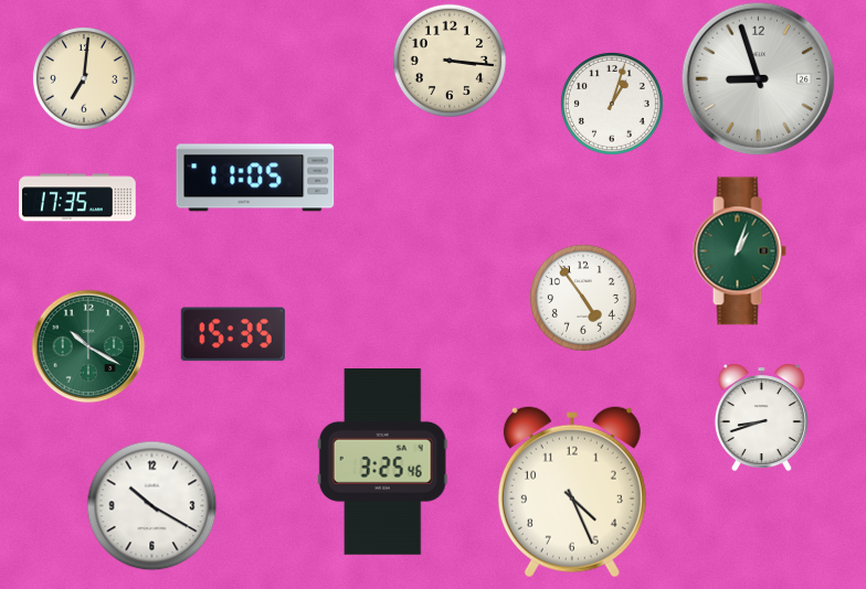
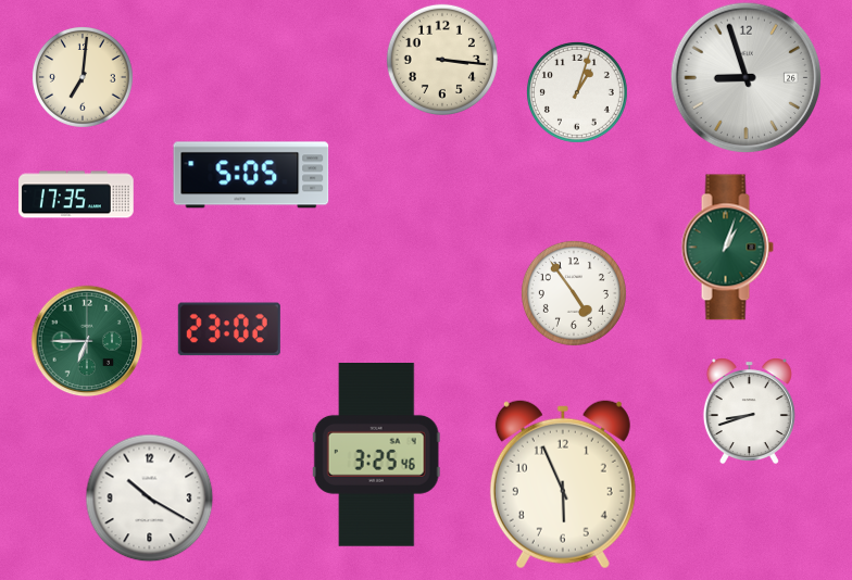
clock at (612, 104) position: (612, 104) -> (577, 92)
clock at (255, 178): 11:05 -> 5:05
clock at (233, 334): 15:35 -> 23:02
clock at (88, 346): 10:20 -> 6:45
clock at (572, 492): 4:26 -> 5:56
